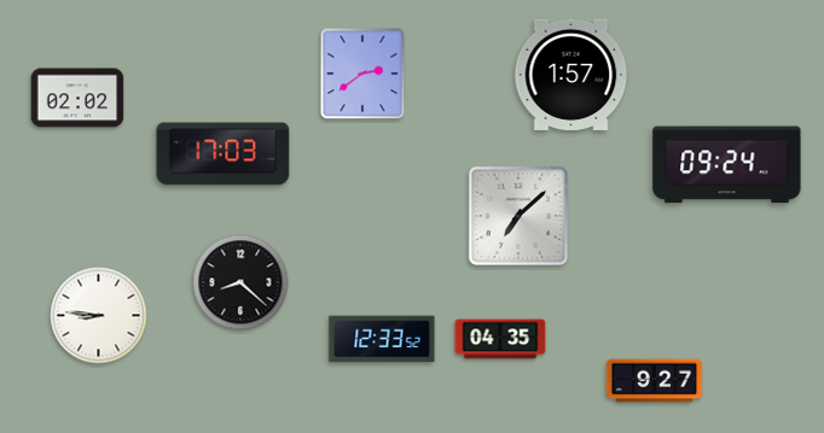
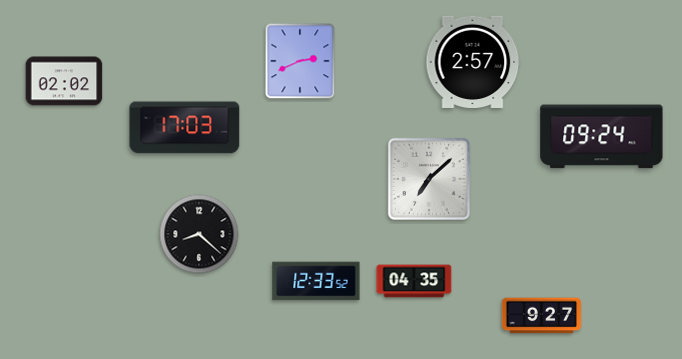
clock at (362, 74): 2:39 -> 2:41
clock at (571, 75): 1:57 -> 2:57
clock at (99, 316): 8:46 -> none
